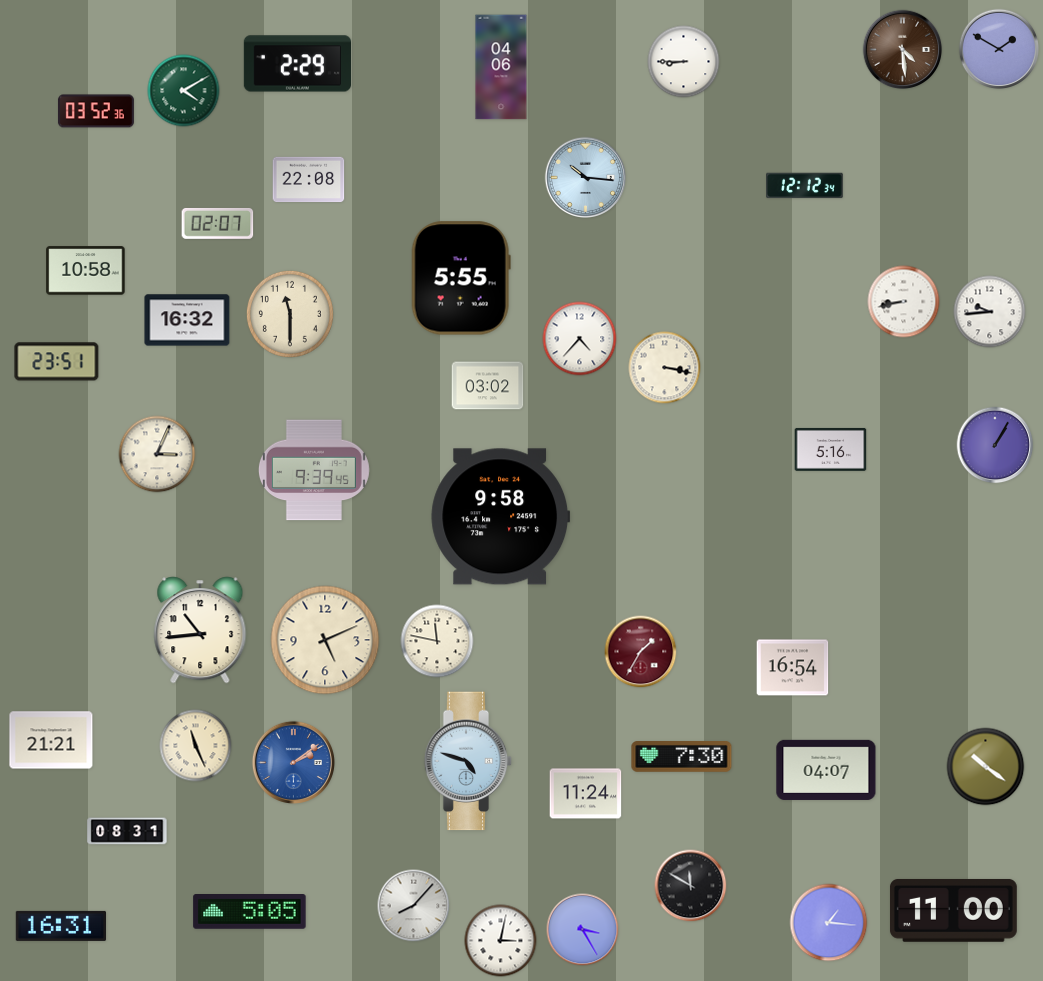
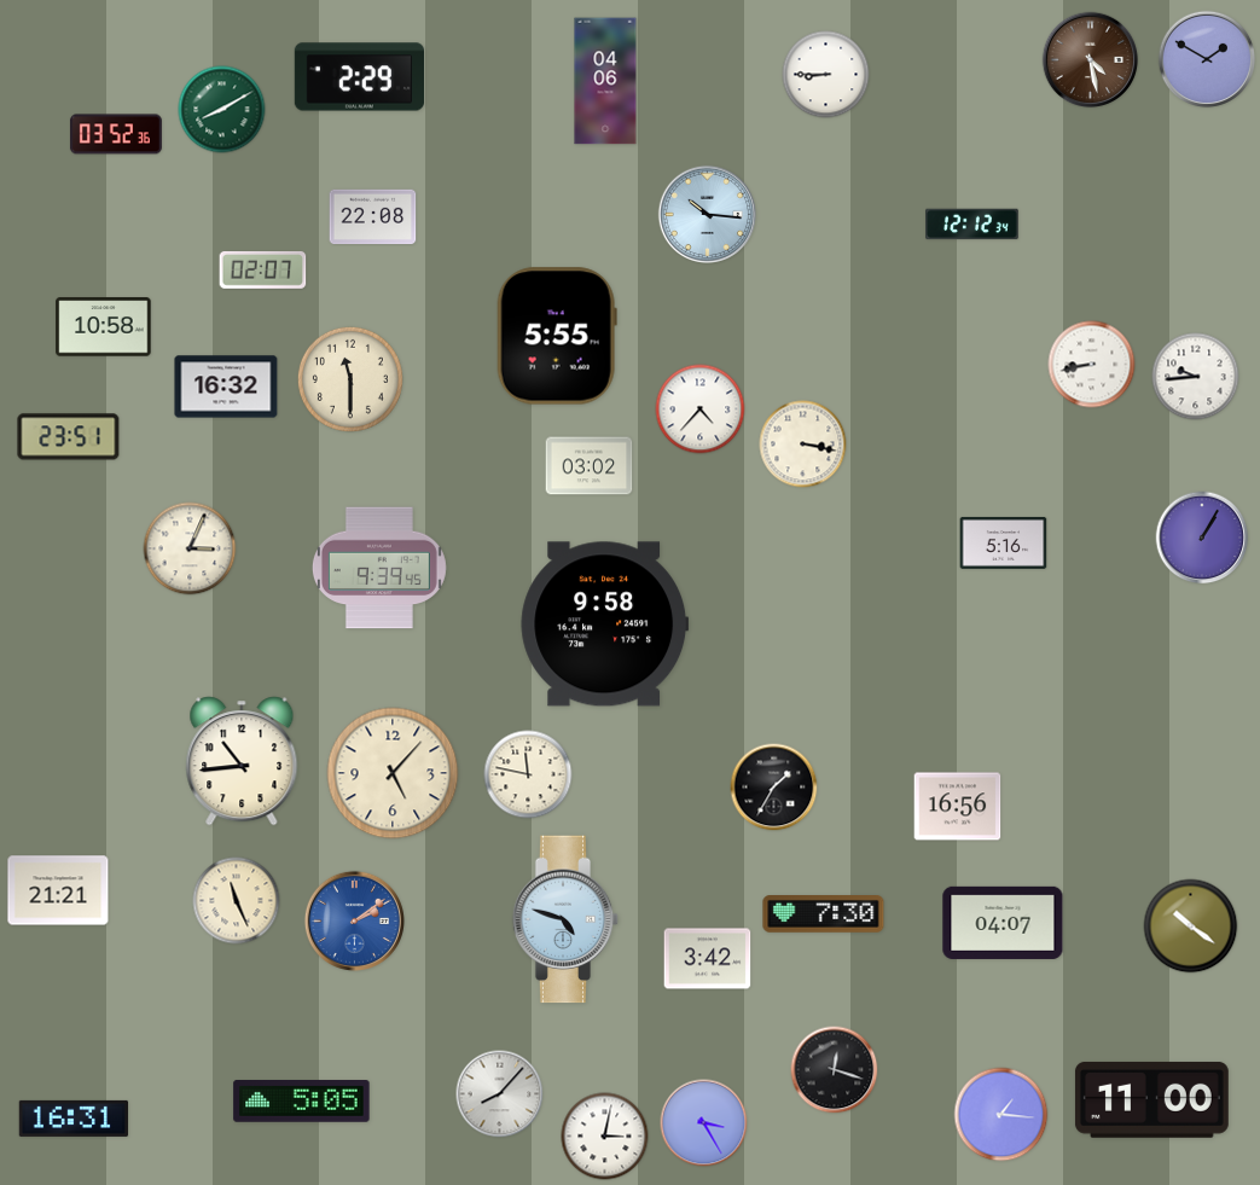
clock at (903, 50): 4:29 -> 4:28
clock at (184, 91): 4:10 -> 8:10
clock at (325, 640): 5:11 -> 5:07
clock at (641, 652) dial: burgundy -> black
clock at (793, 668): 16:54 -> 16:56
clock at (51, 740) position: (51, 740) -> (58, 890)
clock at (826, 770) position: (826, 770) -> (1003, 923)
clock at (586, 794): 11:24 -> 3:42
clock at (127, 831): 08:31 -> none
clock at (691, 886): 11:50 -> 12:18
